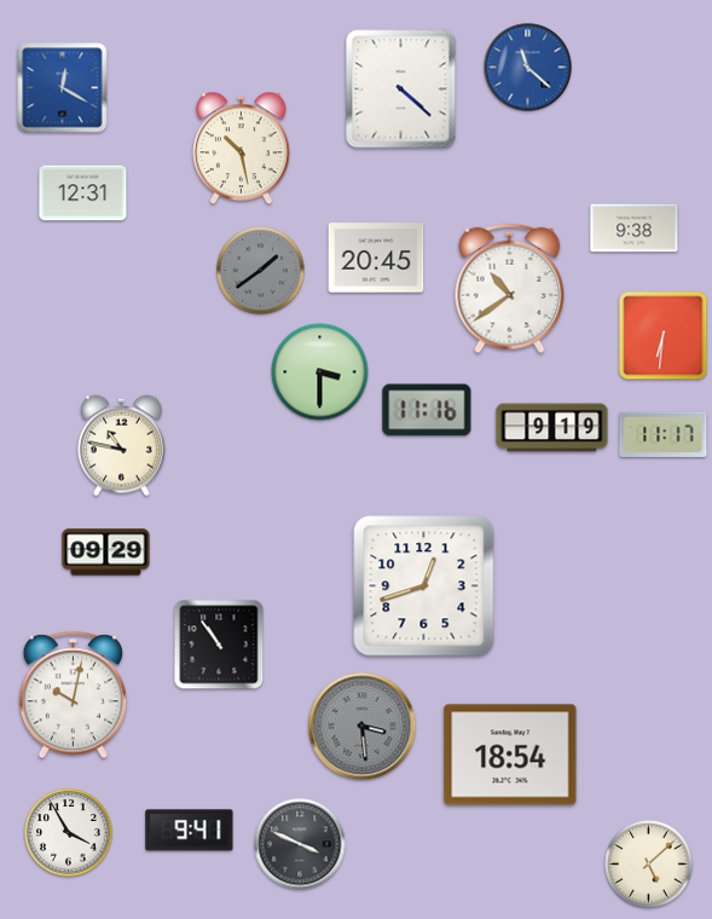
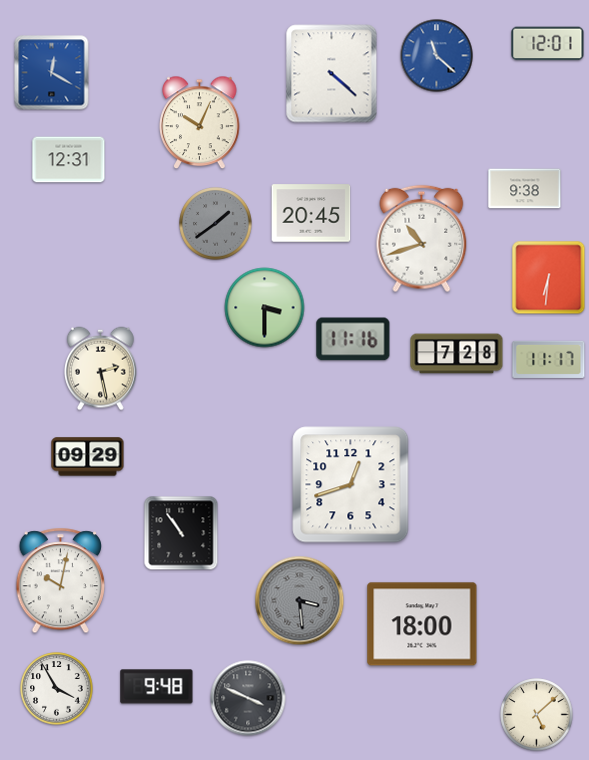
clock at (548, 44): none -> 12:01
clock at (242, 149): 10:28 -> 10:04
clock at (510, 289): 10:39 -> 10:42
clock at (552, 428): 9:19 -> 7:28
clock at (121, 446): 10:47 -> 2:28
clock at (73, 695) position: (73, 695) -> (60, 581)
clock at (510, 755): 18:54 -> 18:00
clock at (190, 831): 9:41 -> 9:48
